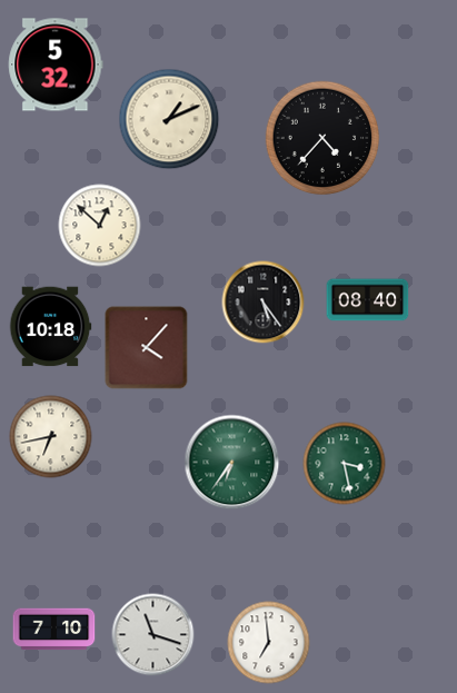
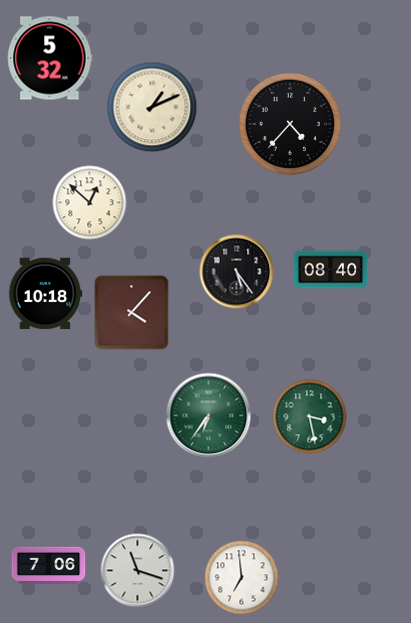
clock at (51, 437): 6:43 -> none
clock at (54, 630): 7:10 -> 7:06
